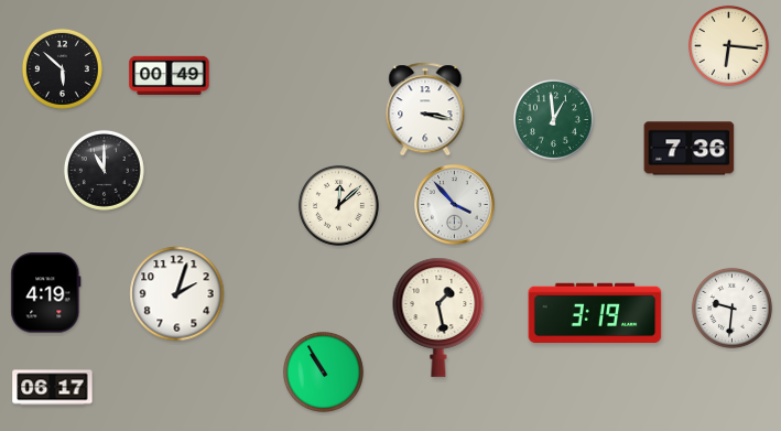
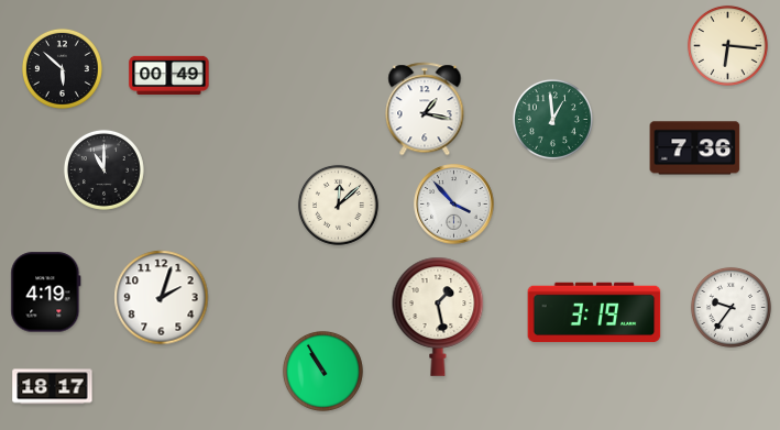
clock at (425, 109): 3:17 -> 1:17
clock at (690, 149) position: (690, 149) -> (695, 148)
clock at (177, 294) position: (177, 294) -> (162, 298)
clock at (731, 308): 9:31 -> 9:36
clock at (53, 388): 06:17 -> 18:17
